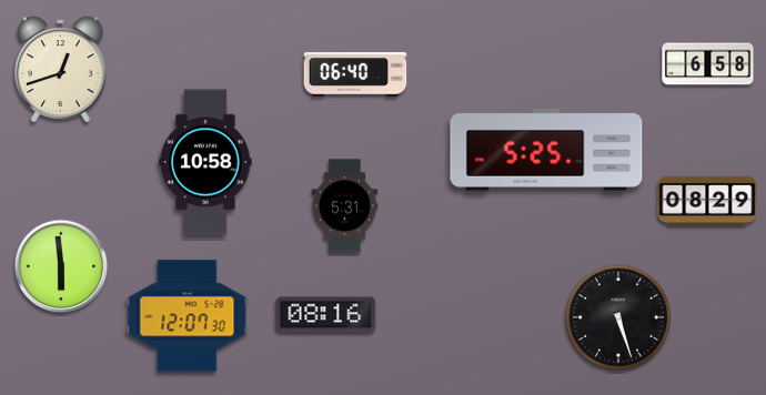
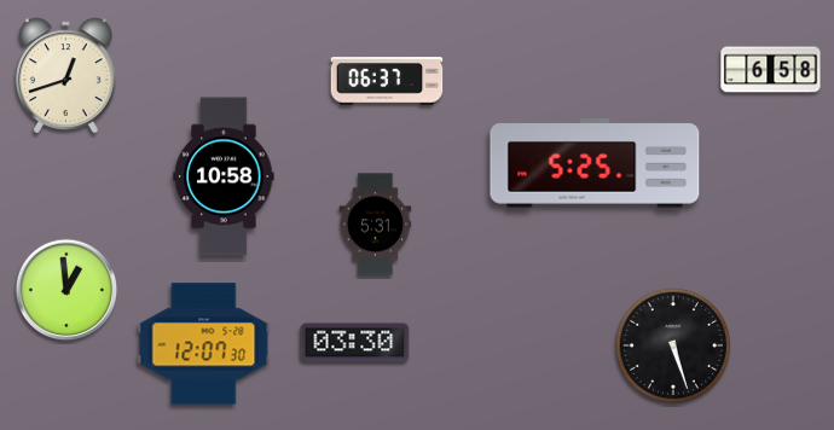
clock at (355, 74): 06:40 -> 06:37
clock at (707, 201): 08:29 -> none
clock at (61, 266): 5:59 -> 12:59
clock at (326, 315): 08:16 -> 03:30
